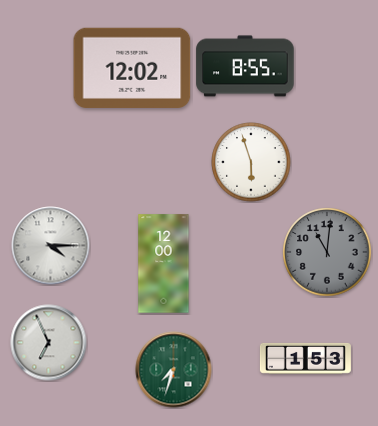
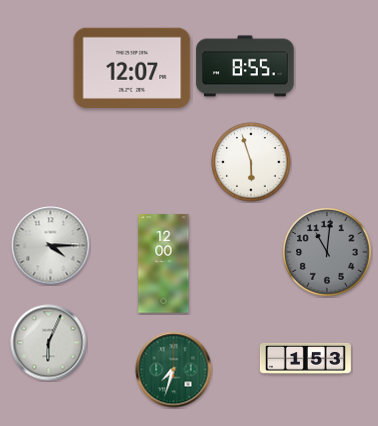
clock at (132, 68): 12:02 -> 12:07
clock at (49, 343): 6:56 -> 6:04
